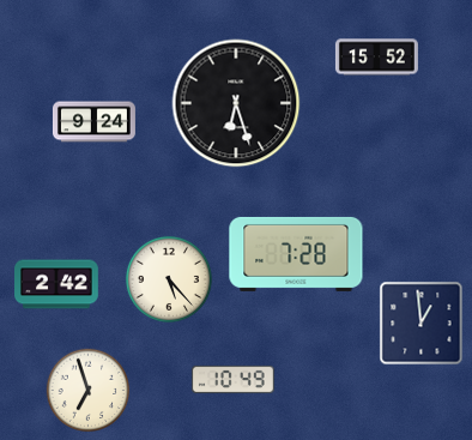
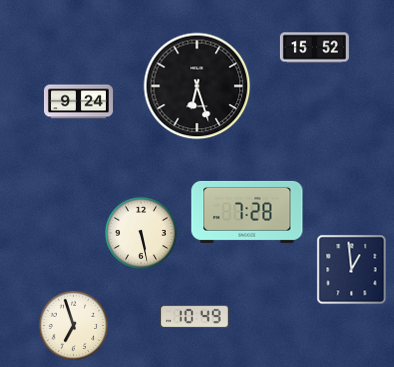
clock at (169, 279): 5:23 -> 5:28
clock at (56, 284): 2:42 -> none
